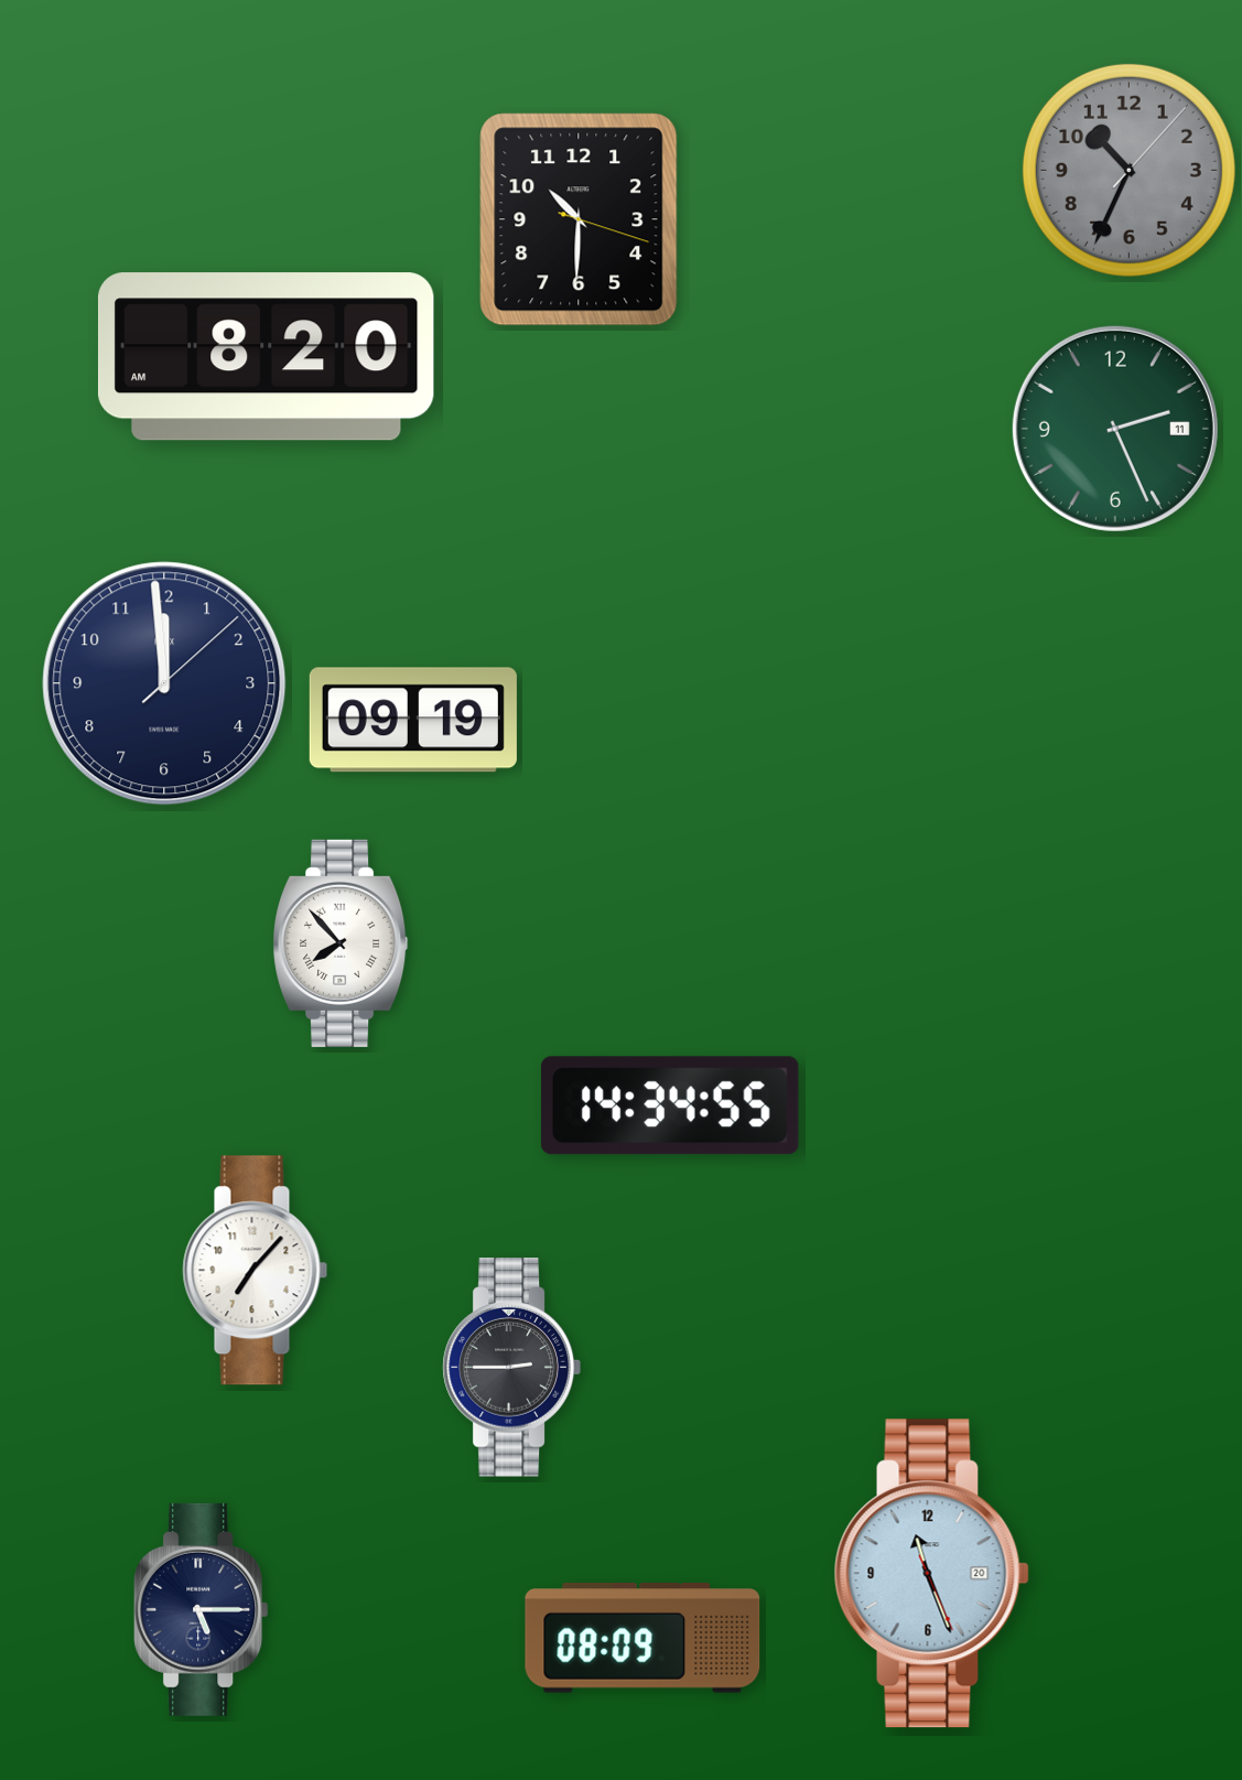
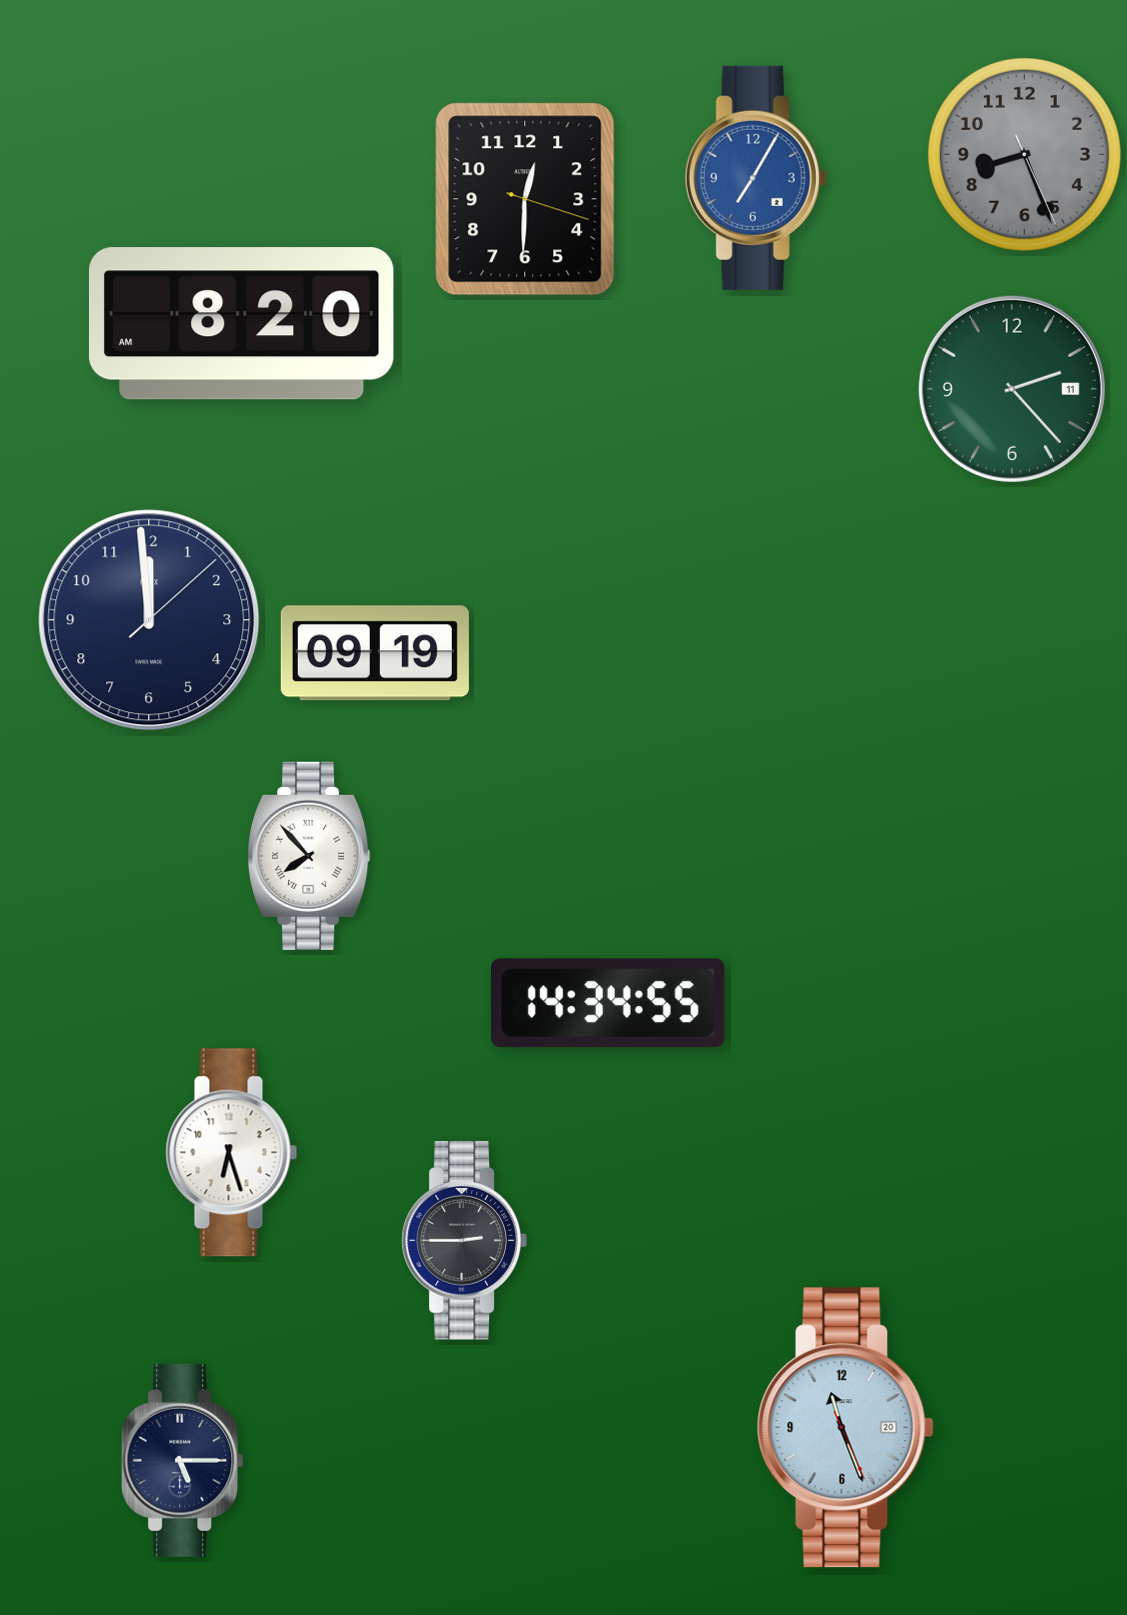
clock at (1128, 170): 10:34 -> 8:26
clock at (756, 178): none -> 7:05
clock at (579, 219): 10:30 -> 12:30
clock at (1115, 429): 2:26 -> 2:23
clock at (256, 1271): 7:07 -> 6:27
clock at (642, 1639): 08:09 -> none
